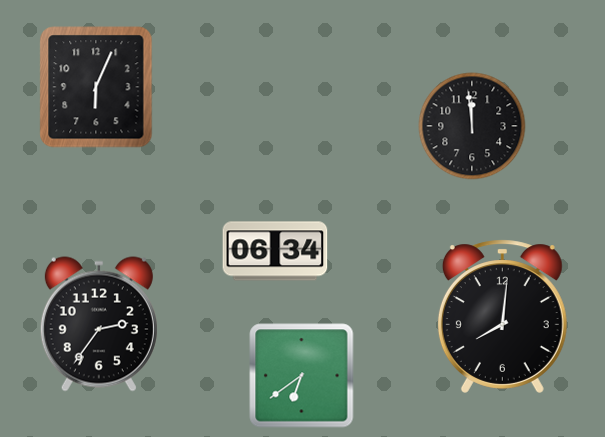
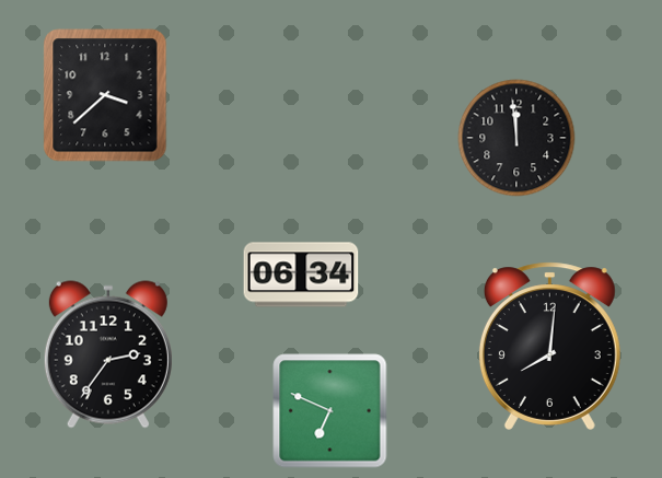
clock at (96, 87): 6:04 -> 3:38
clock at (302, 376): 6:39 -> 6:49
